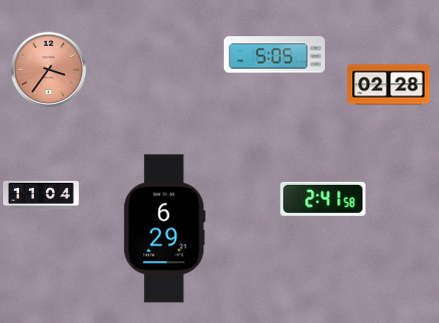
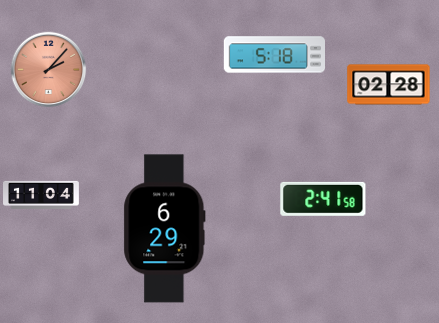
clock at (274, 55): 5:05 -> 5:18
clock at (49, 70): 3:36 -> 2:07
